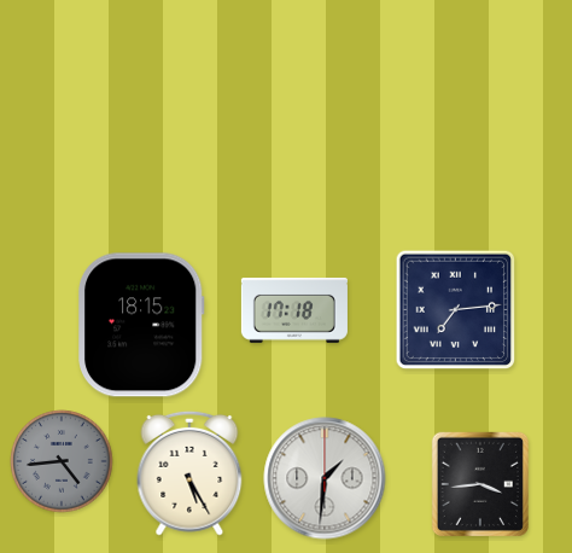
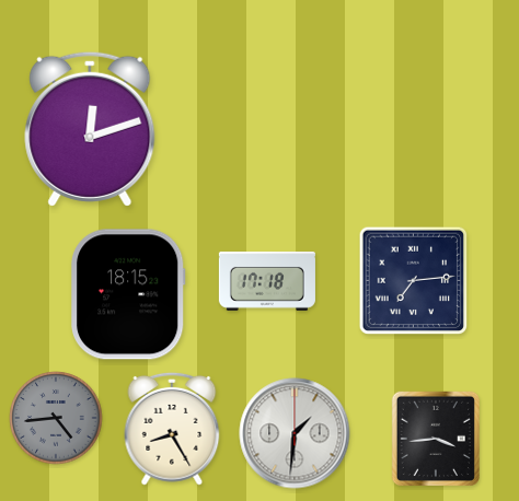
clock at (90, 129): none -> 12:12
clock at (189, 473): 5:25 -> 8:25
